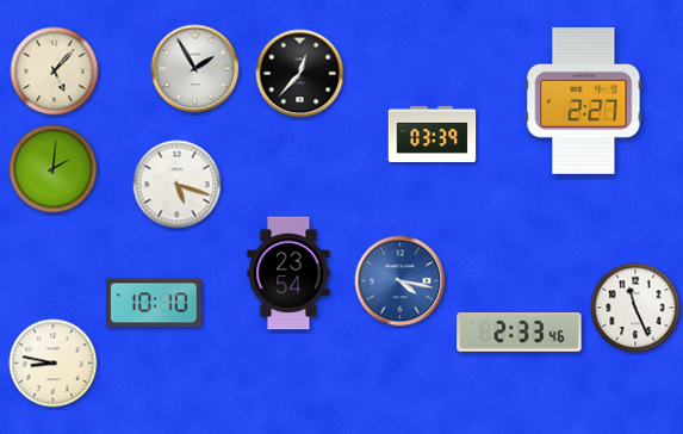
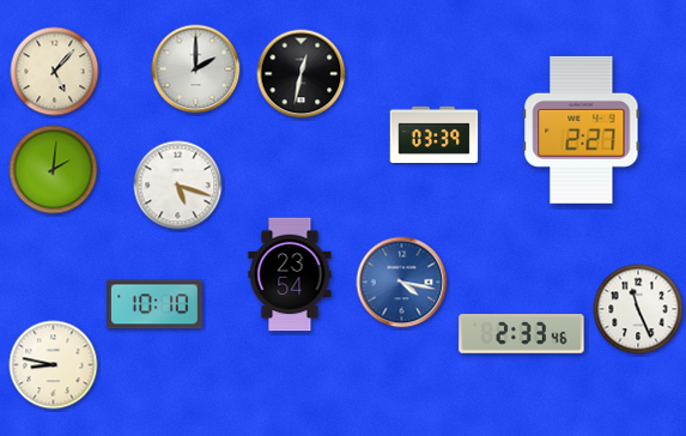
clock at (195, 69): 1:55 -> 2:00
clock at (300, 74): 12:37 -> 12:32
clock at (584, 100) position: (584, 100) -> (582, 129)
